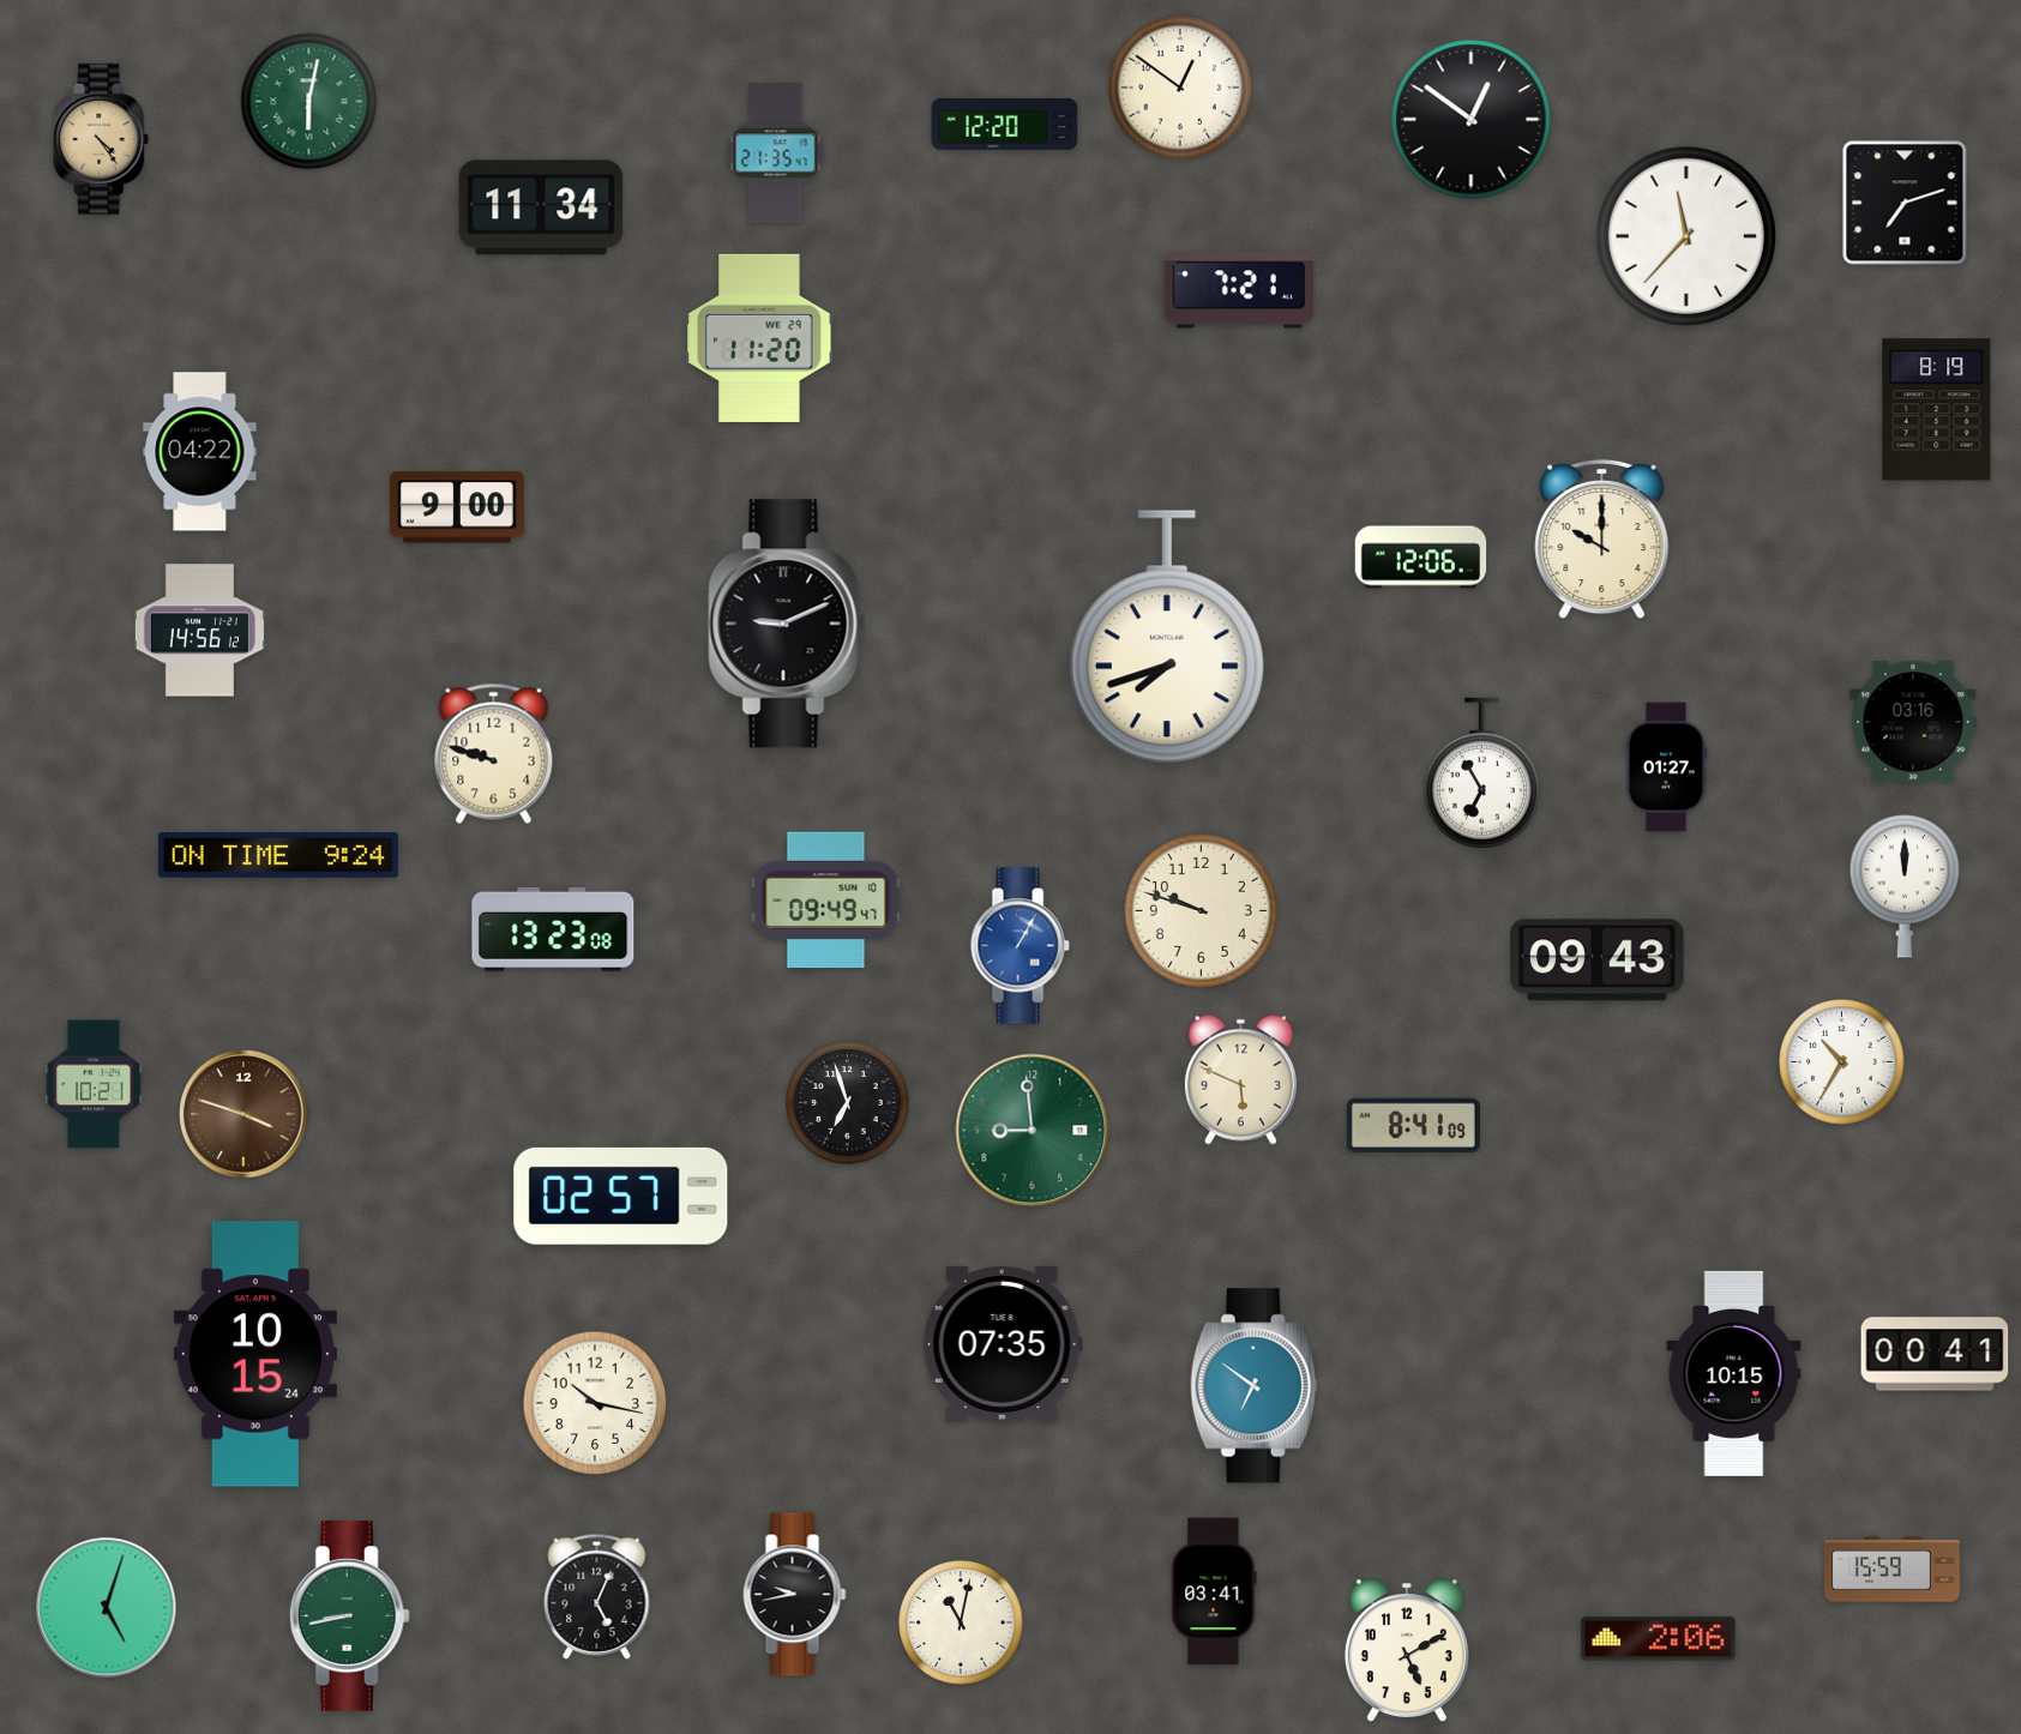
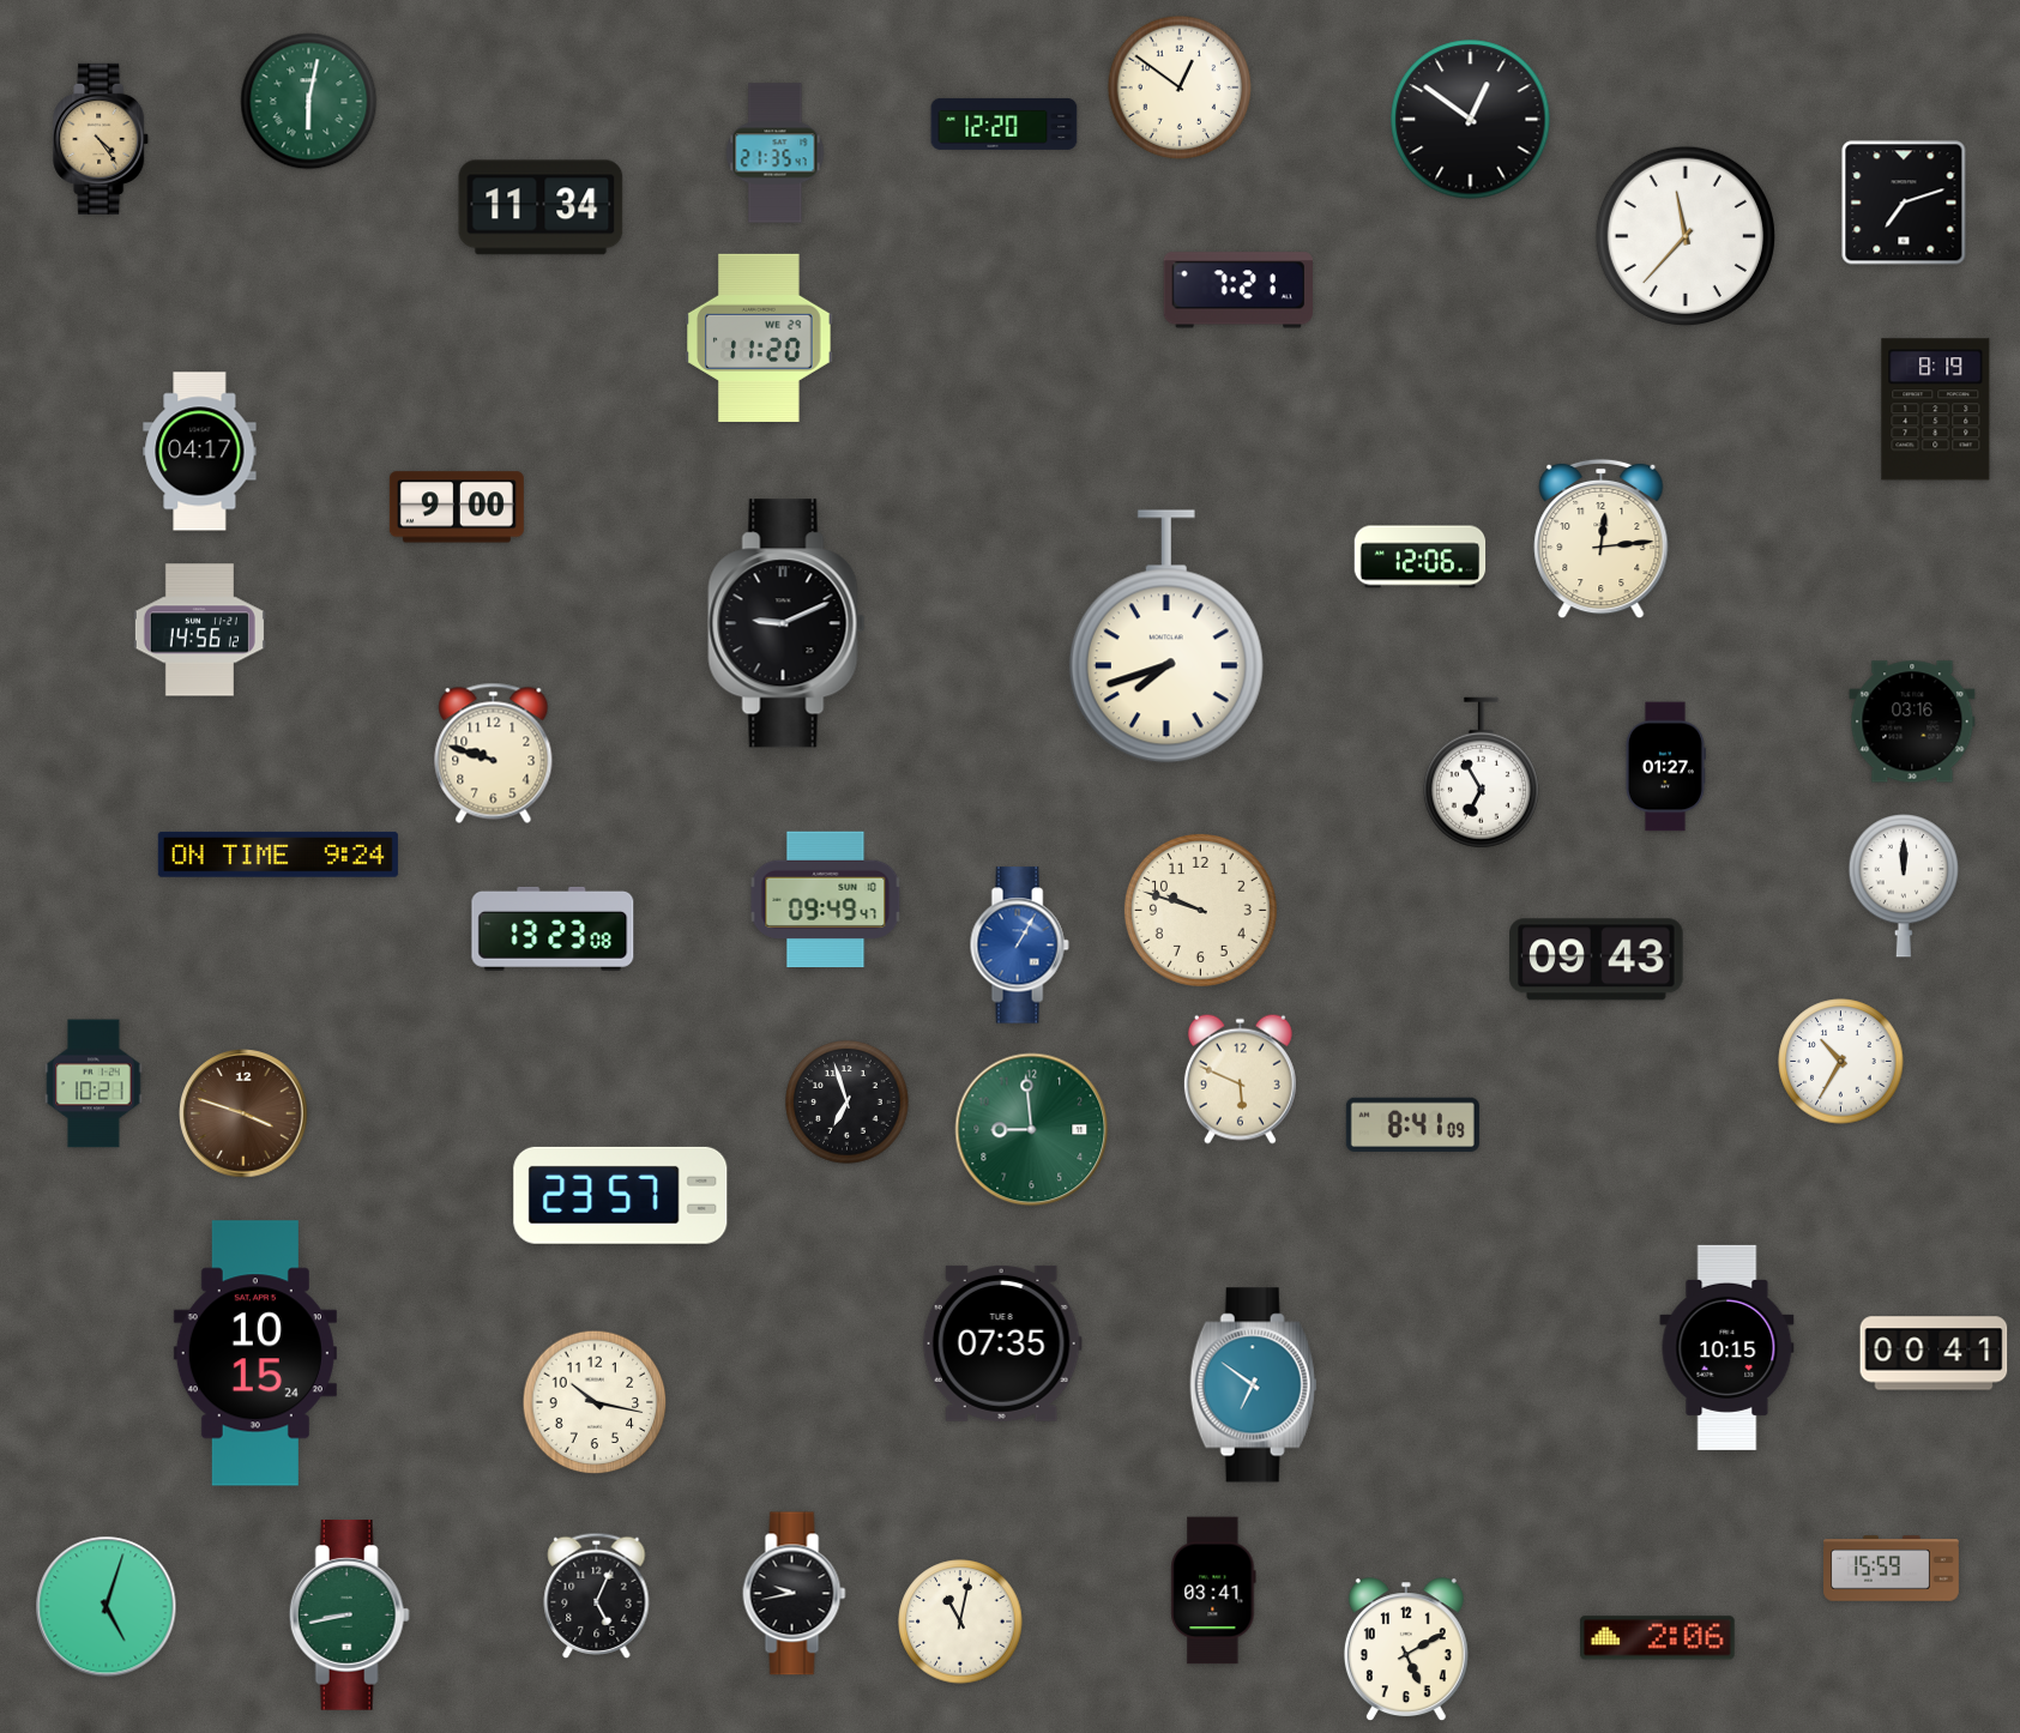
clock at (200, 452): 04:22 -> 04:17
clock at (1602, 540): 10:00 -> 12:14
clock at (621, 1196): 02:57 -> 23:57
clock at (1734, 1373) position: (1734, 1373) -> (1727, 1347)
